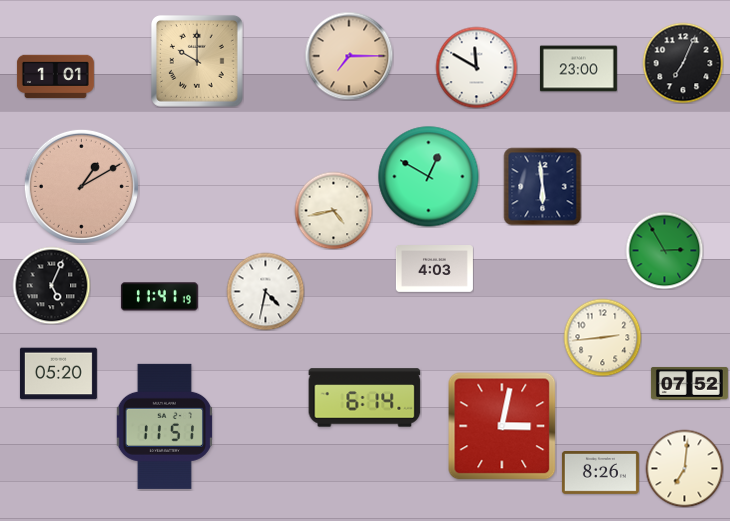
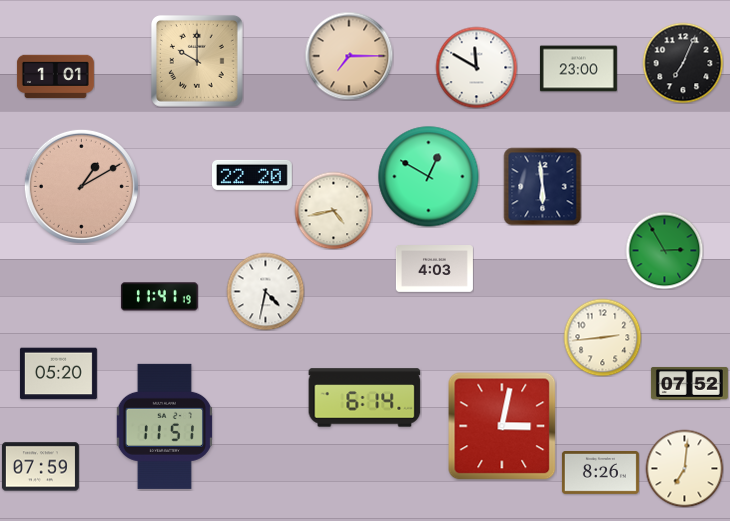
clock at (253, 175): none -> 22:20
clock at (51, 285): 5:04 -> none
clock at (40, 467): none -> 07:59
